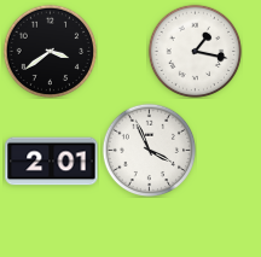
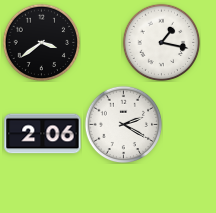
clock at (149, 150): 3:56 -> 2:20
clock at (52, 162): 2:01 -> 2:06
